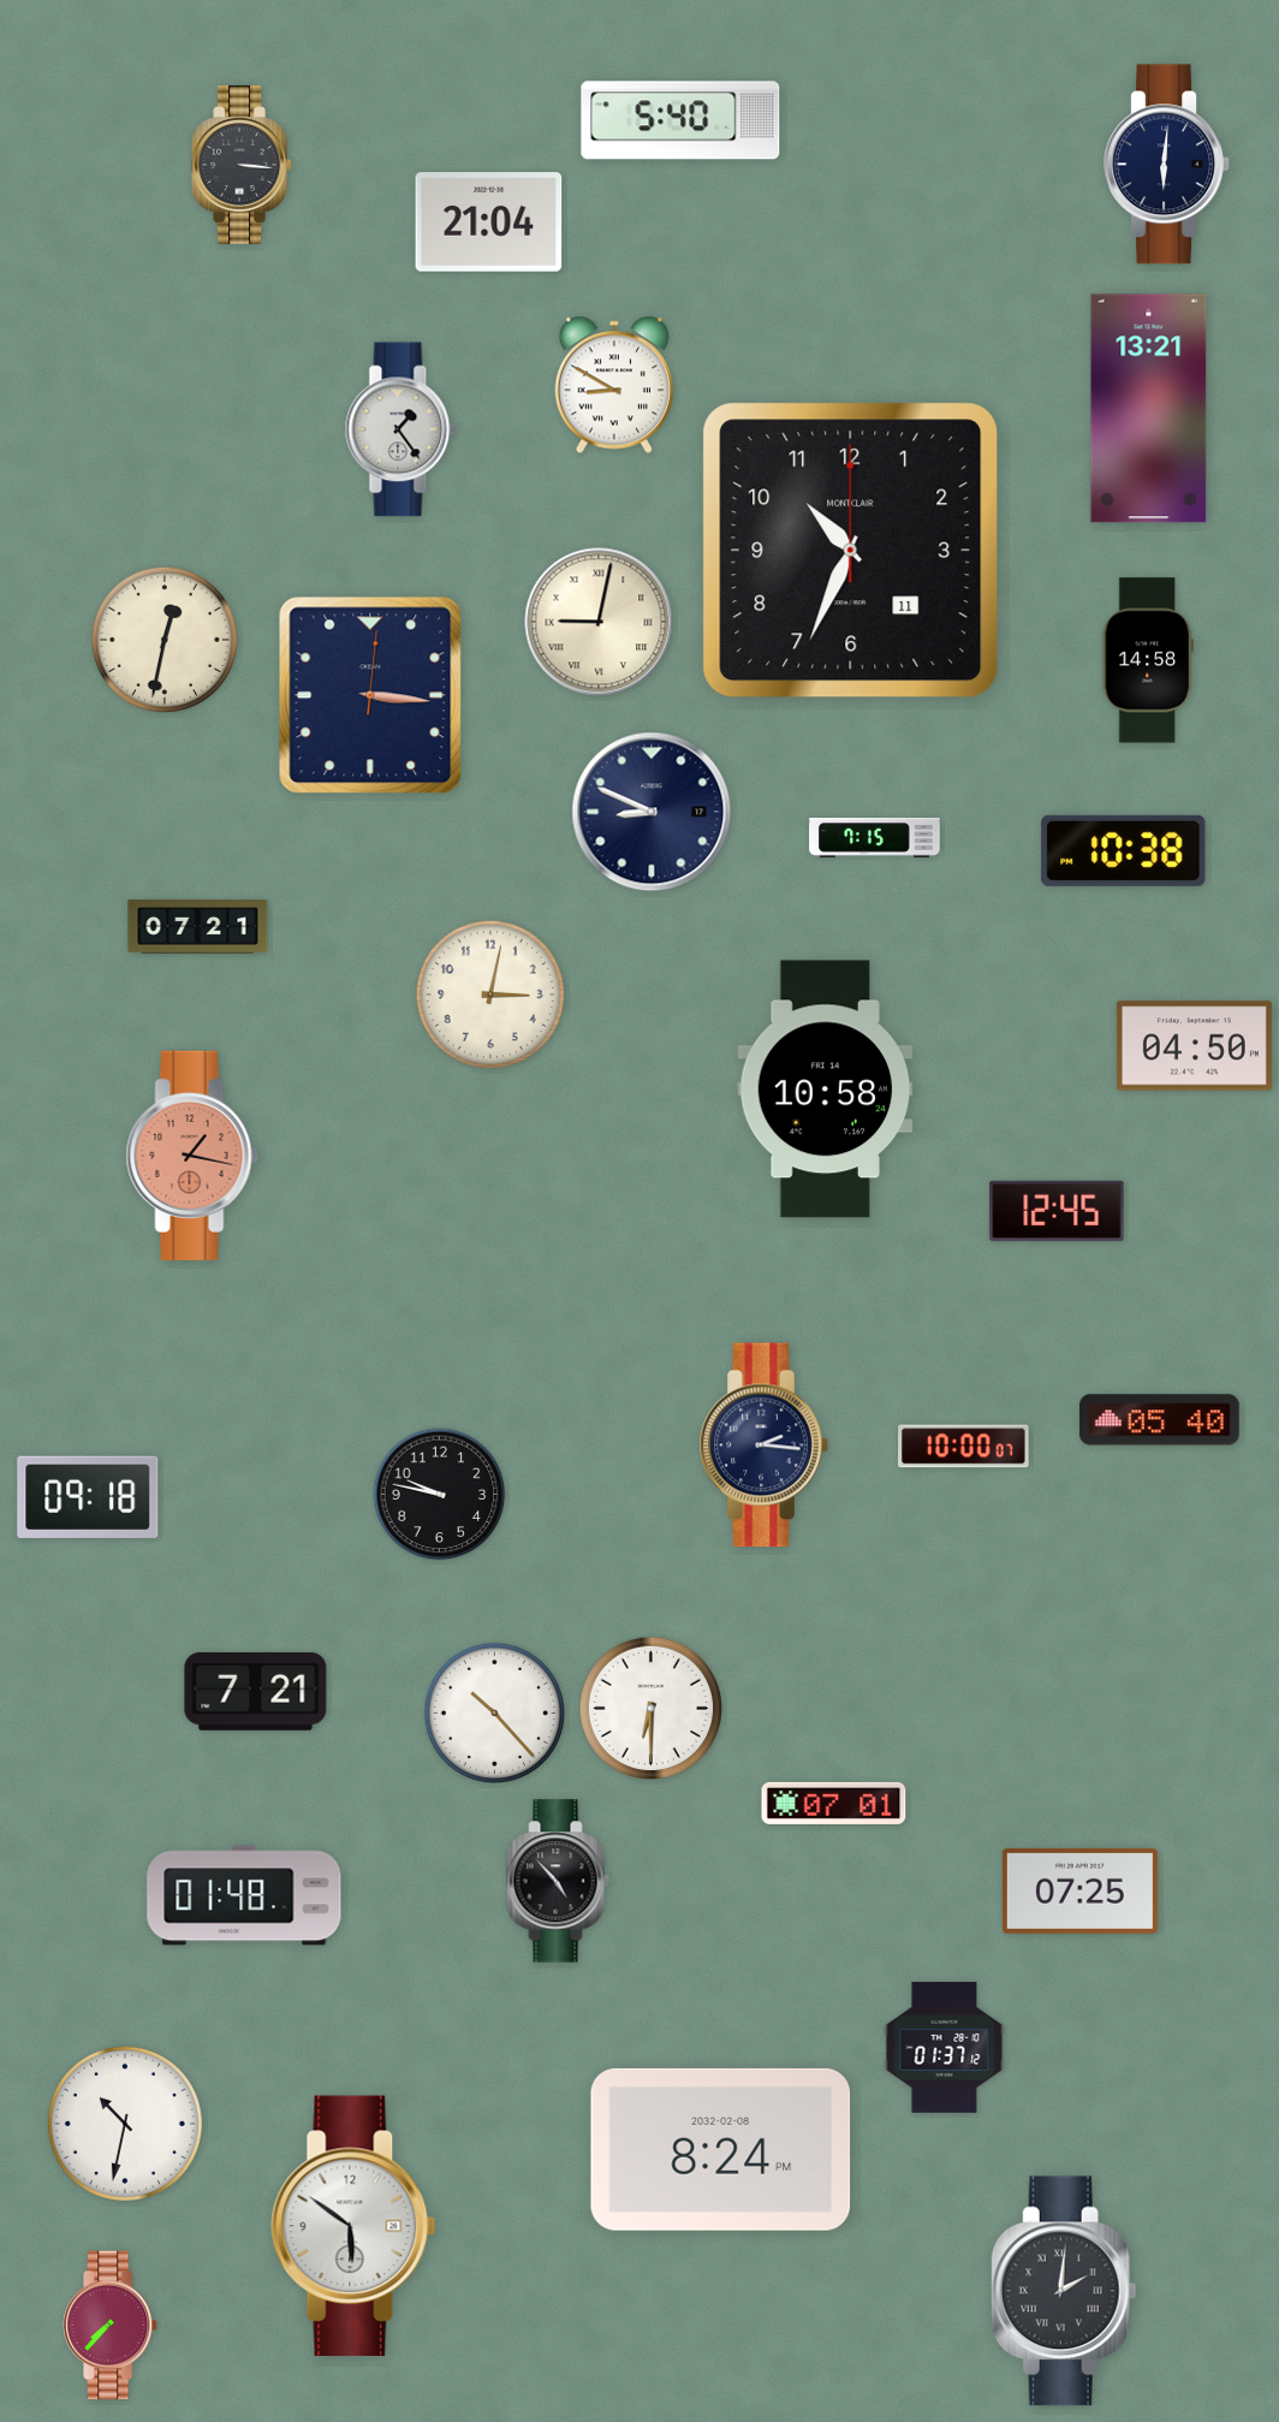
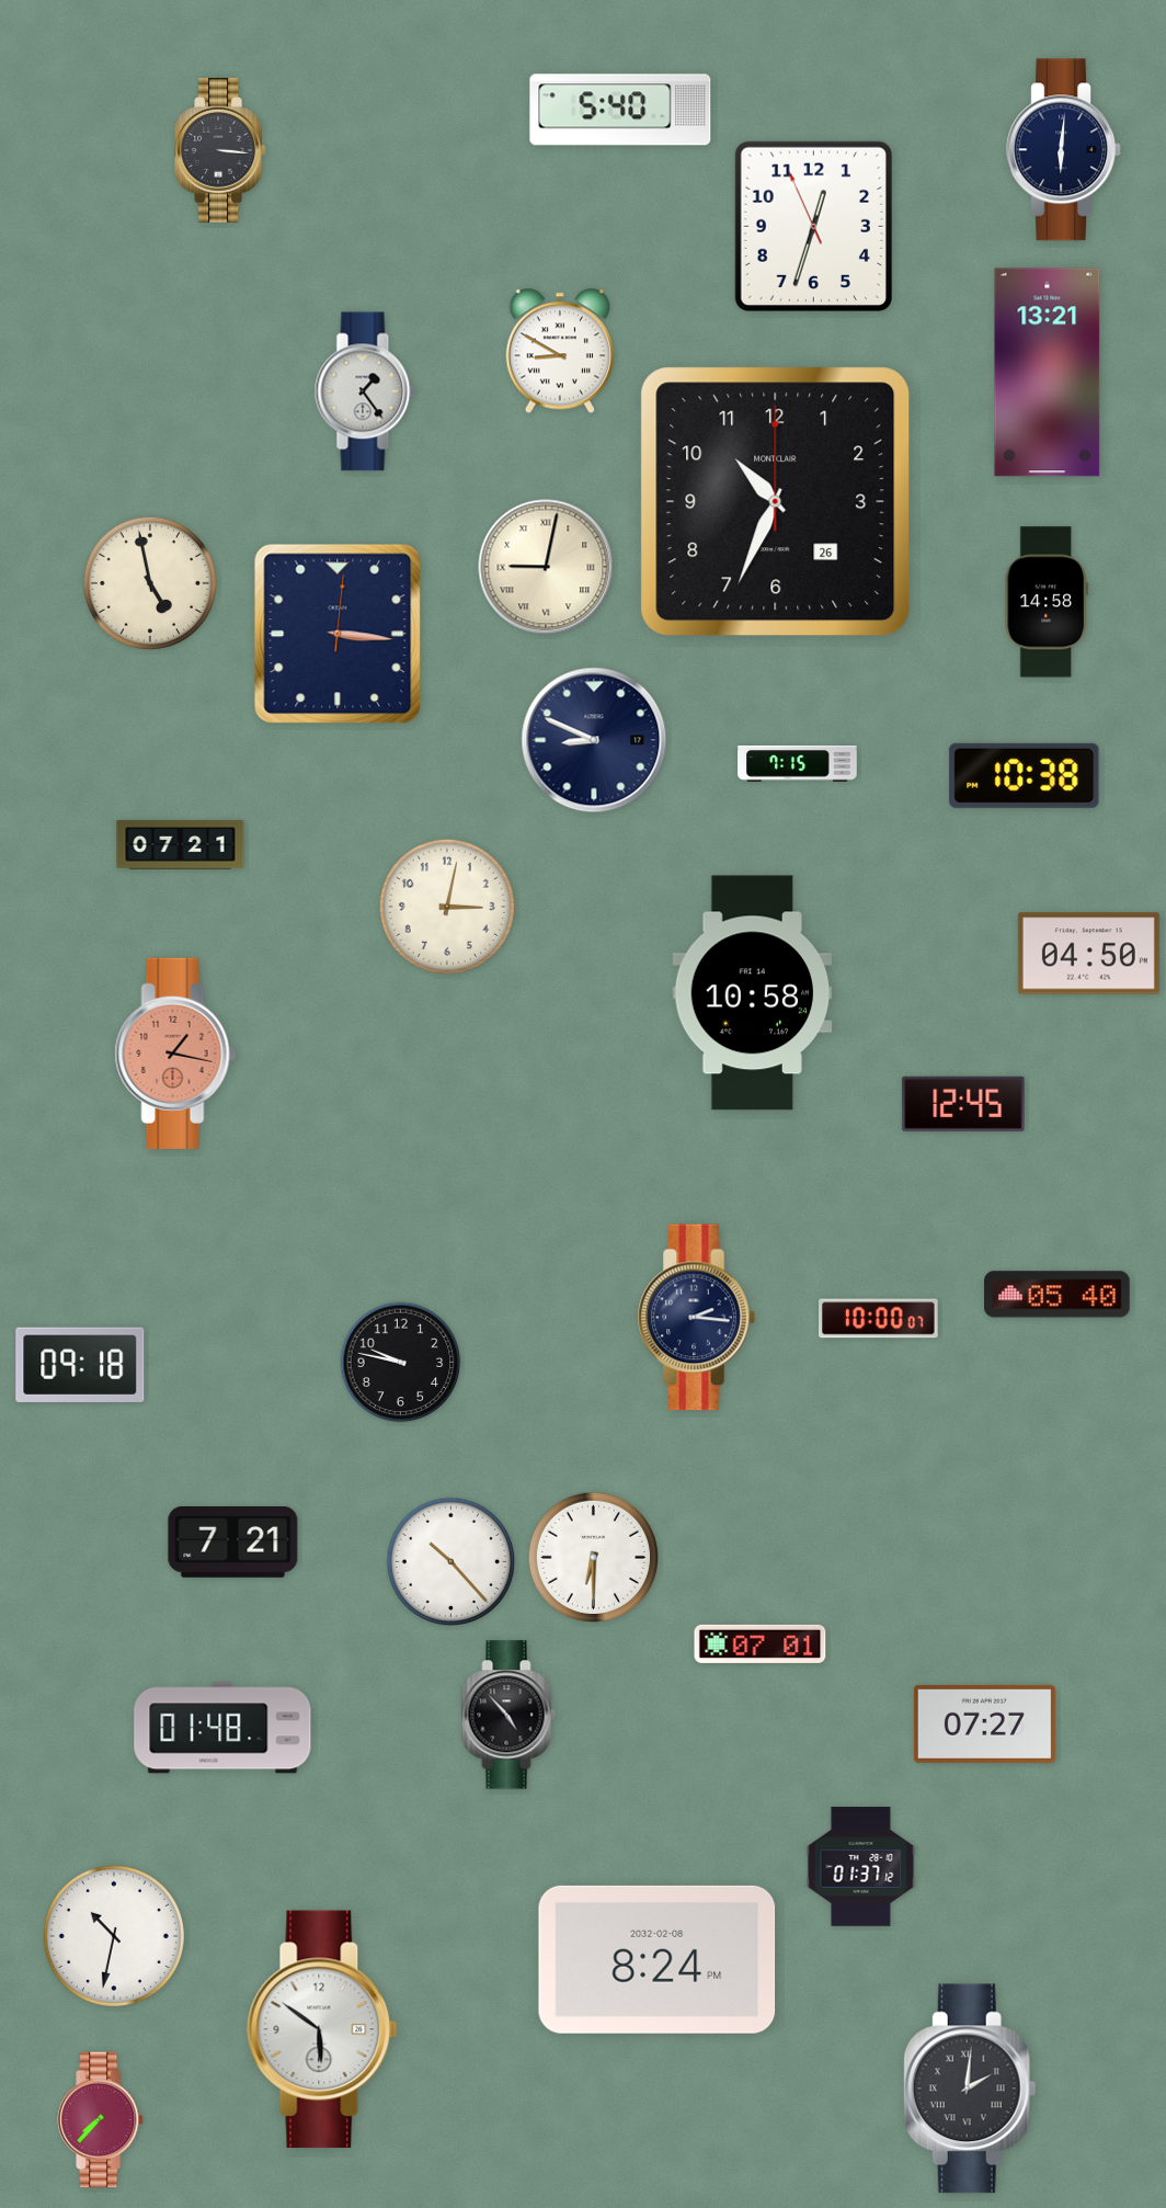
clock at (489, 222): 21:04 -> none
clock at (813, 226): none -> 12:32
clock at (851, 551) date: 11 -> 26
clock at (165, 640): 12:32 -> 4:58
clock at (1079, 1890): 07:25 -> 07:27
